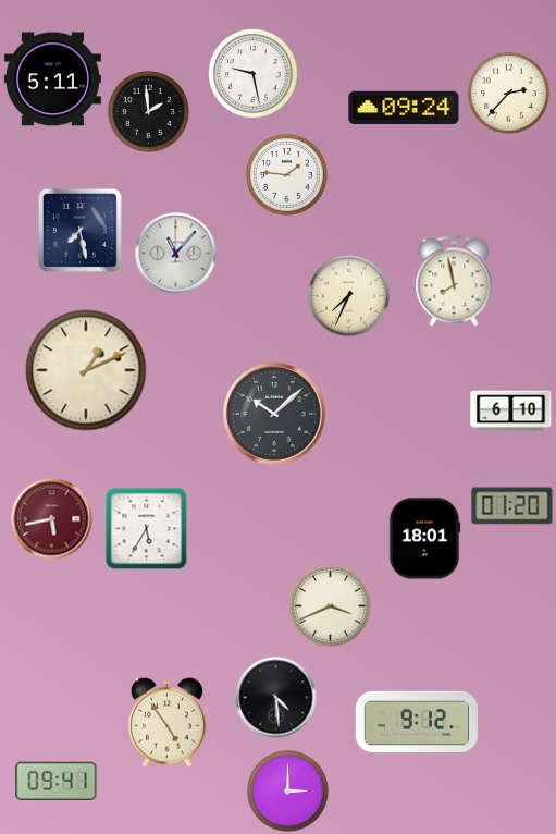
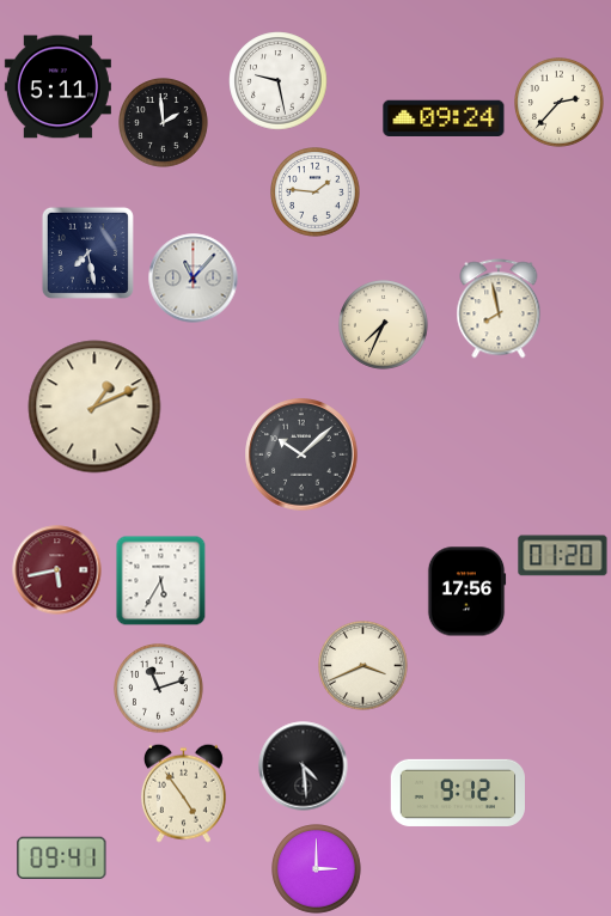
clock at (511, 412): 6:10 -> none
clock at (424, 539): 18:01 -> 17:56
clock at (159, 689): none -> 11:12
